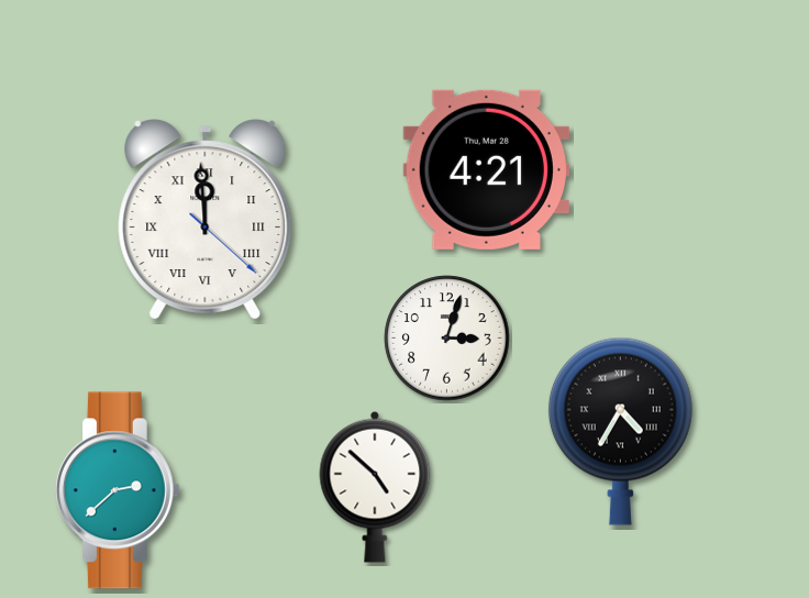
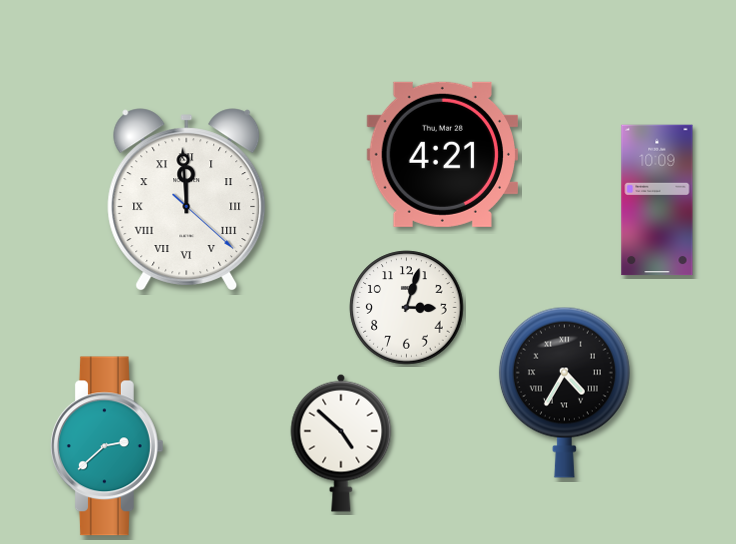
clock at (657, 200): none -> 10:09
